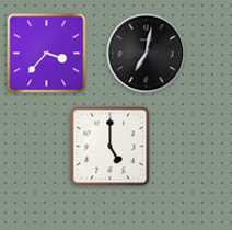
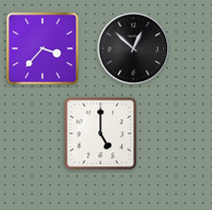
clock at (147, 54): 7:02 -> 12:52
